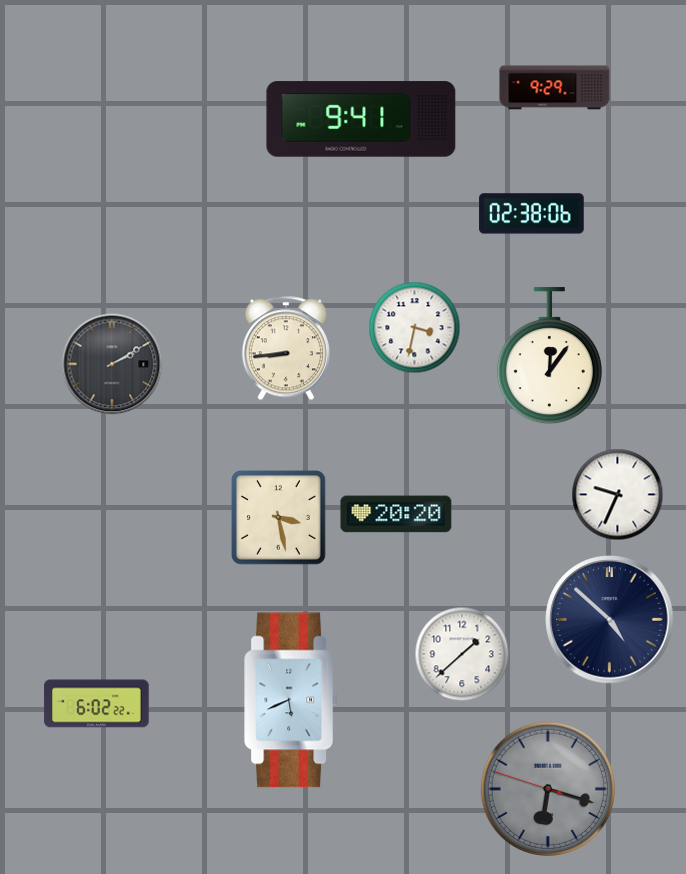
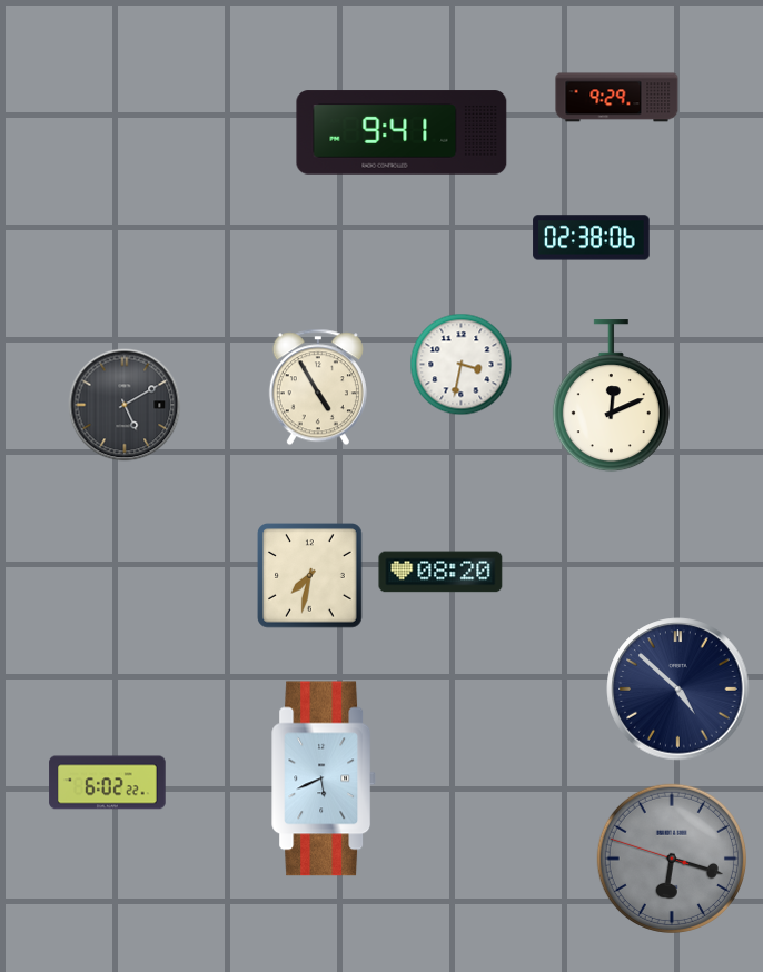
clock at (286, 348): 8:44 -> 4:55
clock at (549, 356): 12:06 -> 12:11
clock at (112, 364): 2:10 -> 5:10
clock at (618, 495): 9:34 -> none
clock at (396, 514): 20:20 -> 08:20
clock at (279, 518): 3:28 -> 7:32
clock at (462, 654): 1:38 -> none
clock at (548, 789) position: (548, 789) -> (672, 859)
